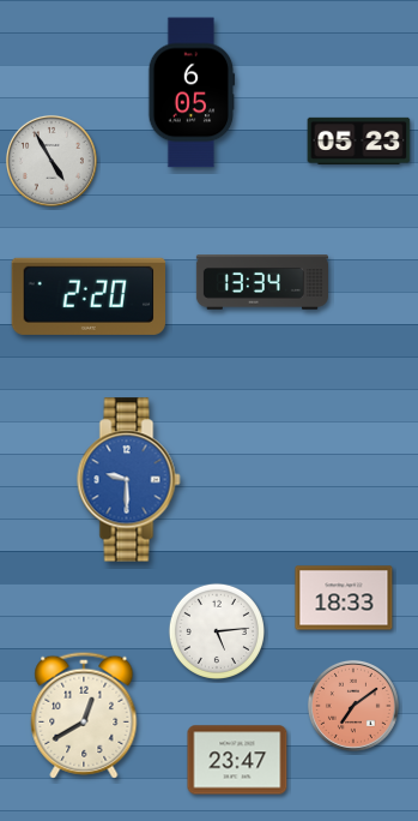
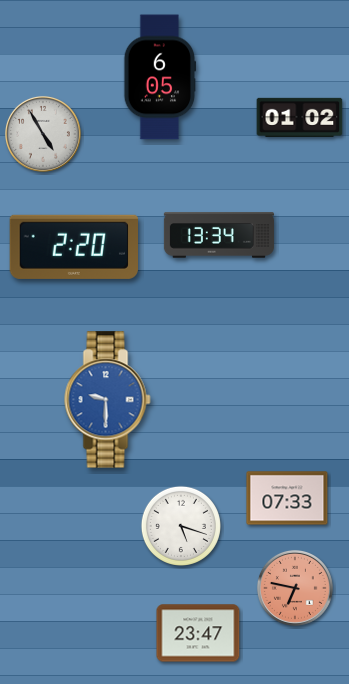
clock at (359, 140): 05:23 -> 01:02
clock at (344, 598): 18:33 -> 07:33
clock at (217, 631): 5:14 -> 5:18
clock at (353, 706): 7:09 -> 6:47
clock at (84, 715): 12:40 -> none
